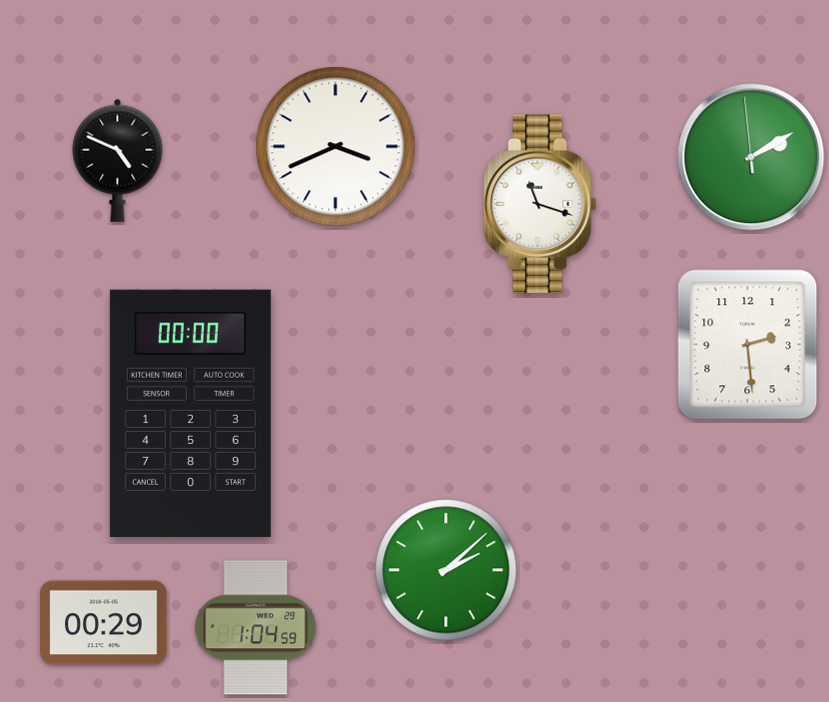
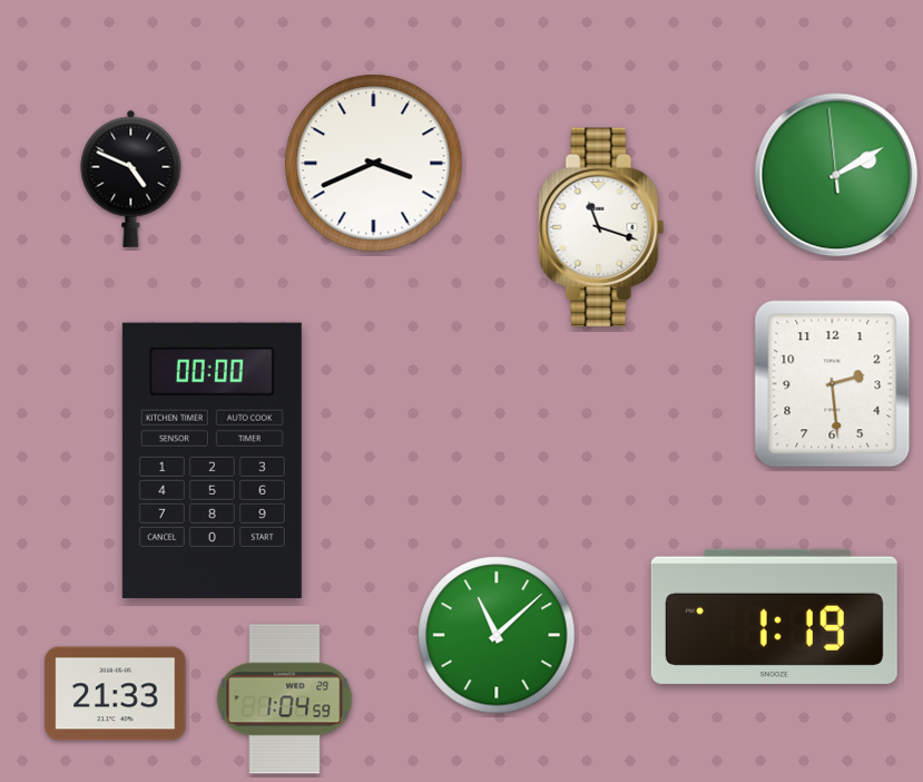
clock at (774, 616): none -> 1:19
clock at (446, 570): 2:08 -> 11:08
clock at (104, 623): 00:29 -> 21:33
